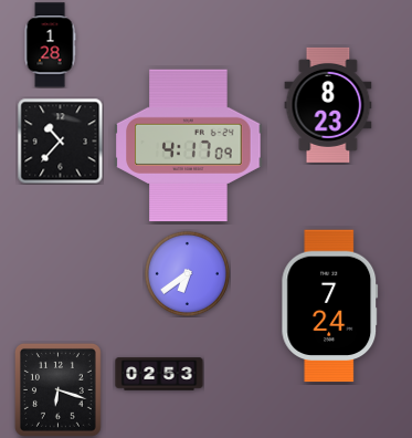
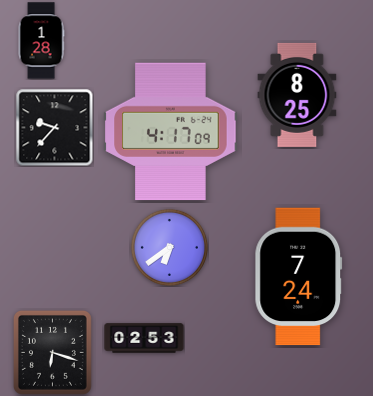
clock at (50, 45) position: (50, 45) -> (41, 41)
clock at (328, 105): 8:23 -> 8:25
clock at (60, 140): 10:37 -> 9:37
